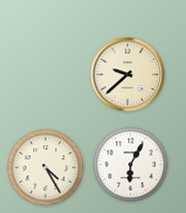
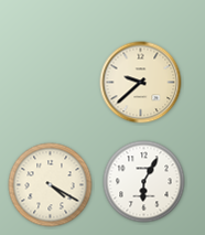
clock at (46, 168): 4:25 -> 4:20
